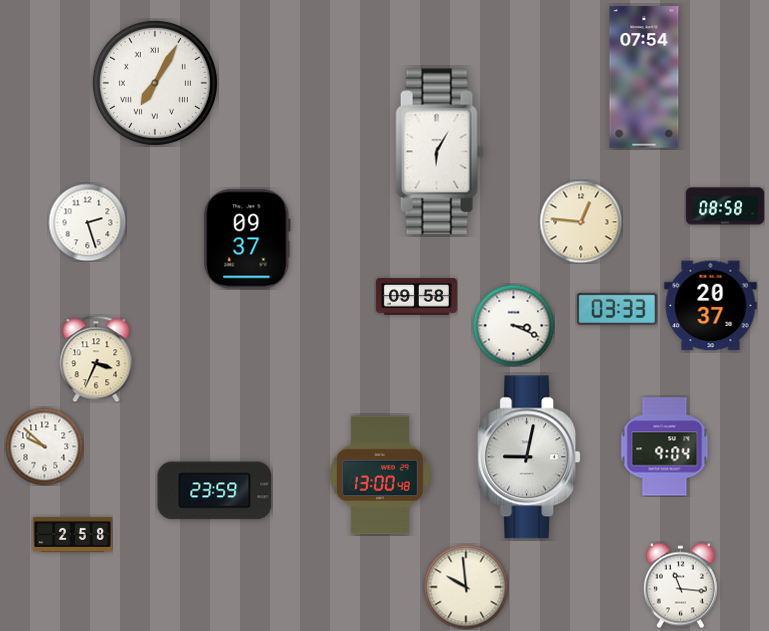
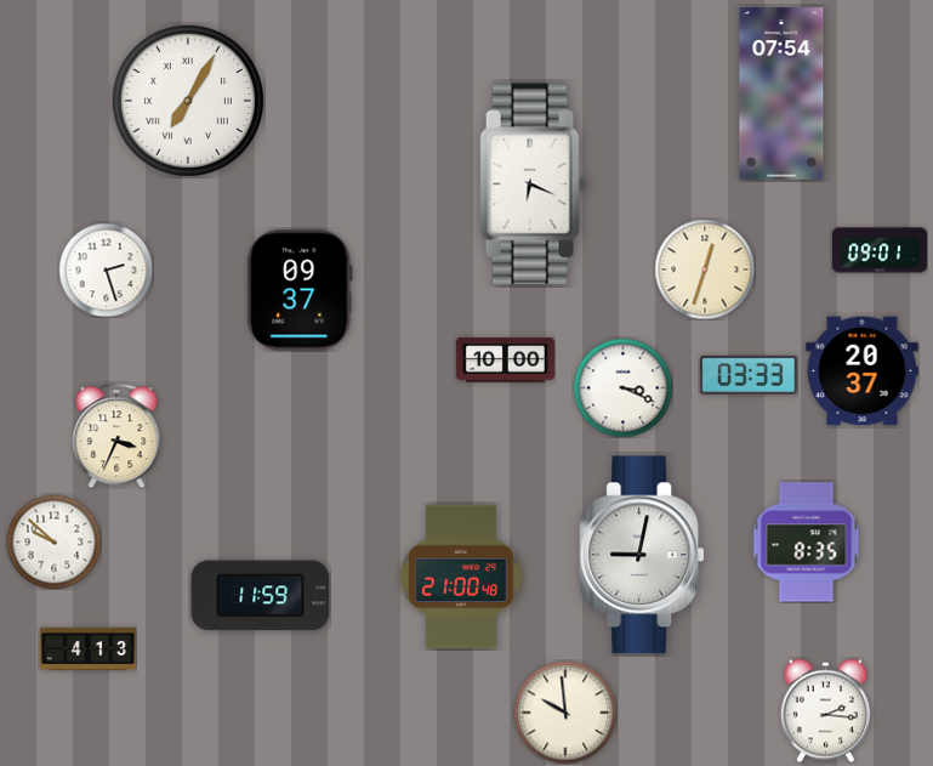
clock at (440, 152): 6:05 -> 6:19
clock at (725, 206): 08:58 -> 09:01
clock at (581, 222): 12:46 -> 12:33
clock at (416, 297): 09:58 -> 10:00
clock at (513, 325) position: (513, 325) -> (622, 387)
clock at (665, 447): 9:04 -> 8:35
clock at (380, 475): 13:00 -> 21:00
clock at (215, 491): 23:59 -> 11:59
clock at (72, 534): 2:58 -> 4:13
clock at (680, 585): 11:16 -> 2:16
